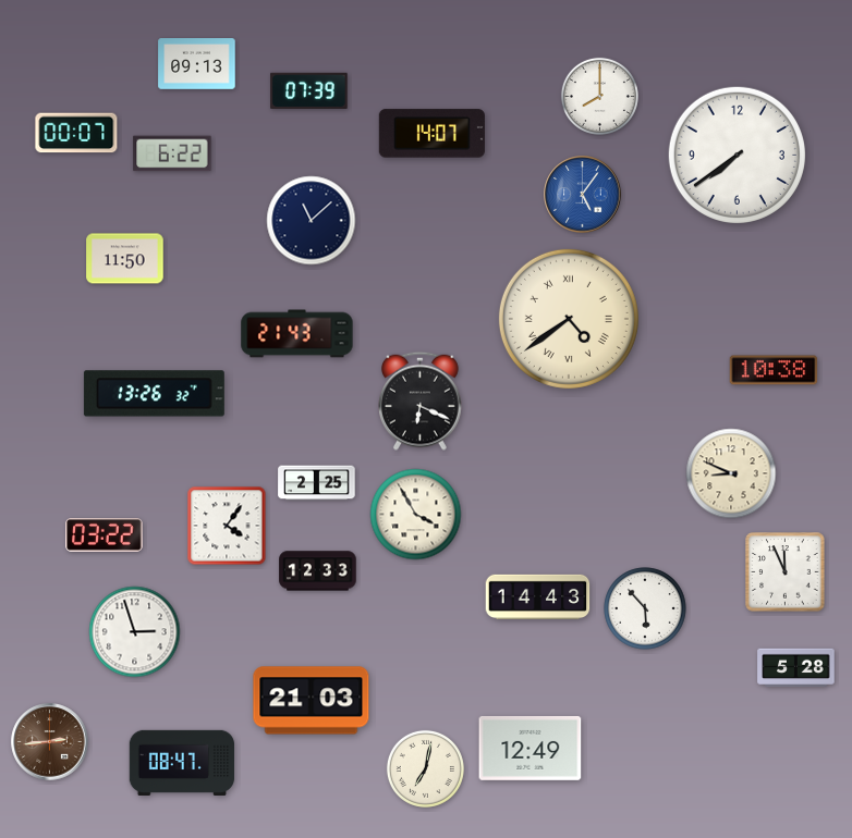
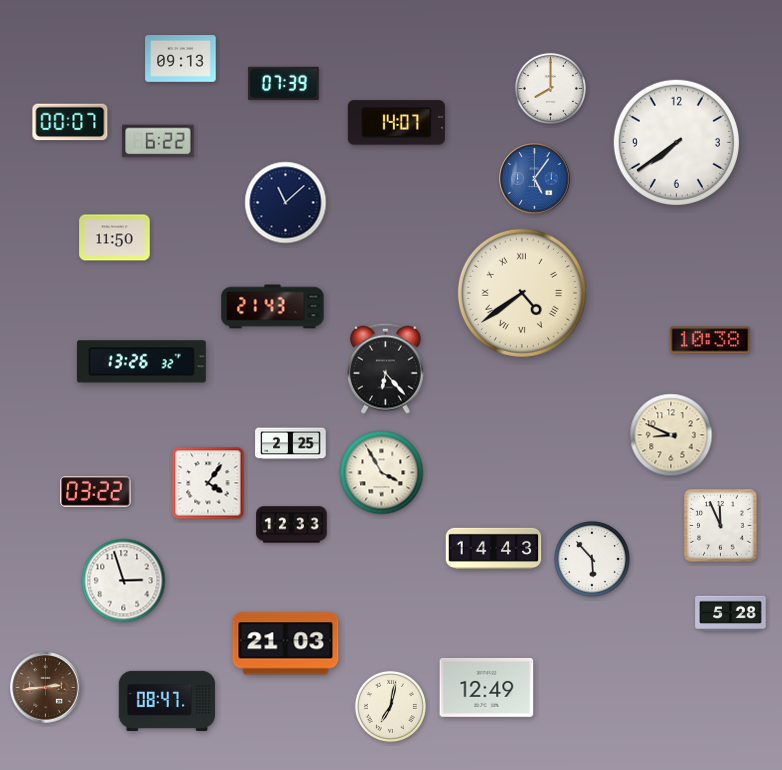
clock at (421, 400): 6:19 -> 6:23
clock at (50, 742) position: (50, 742) -> (46, 688)
